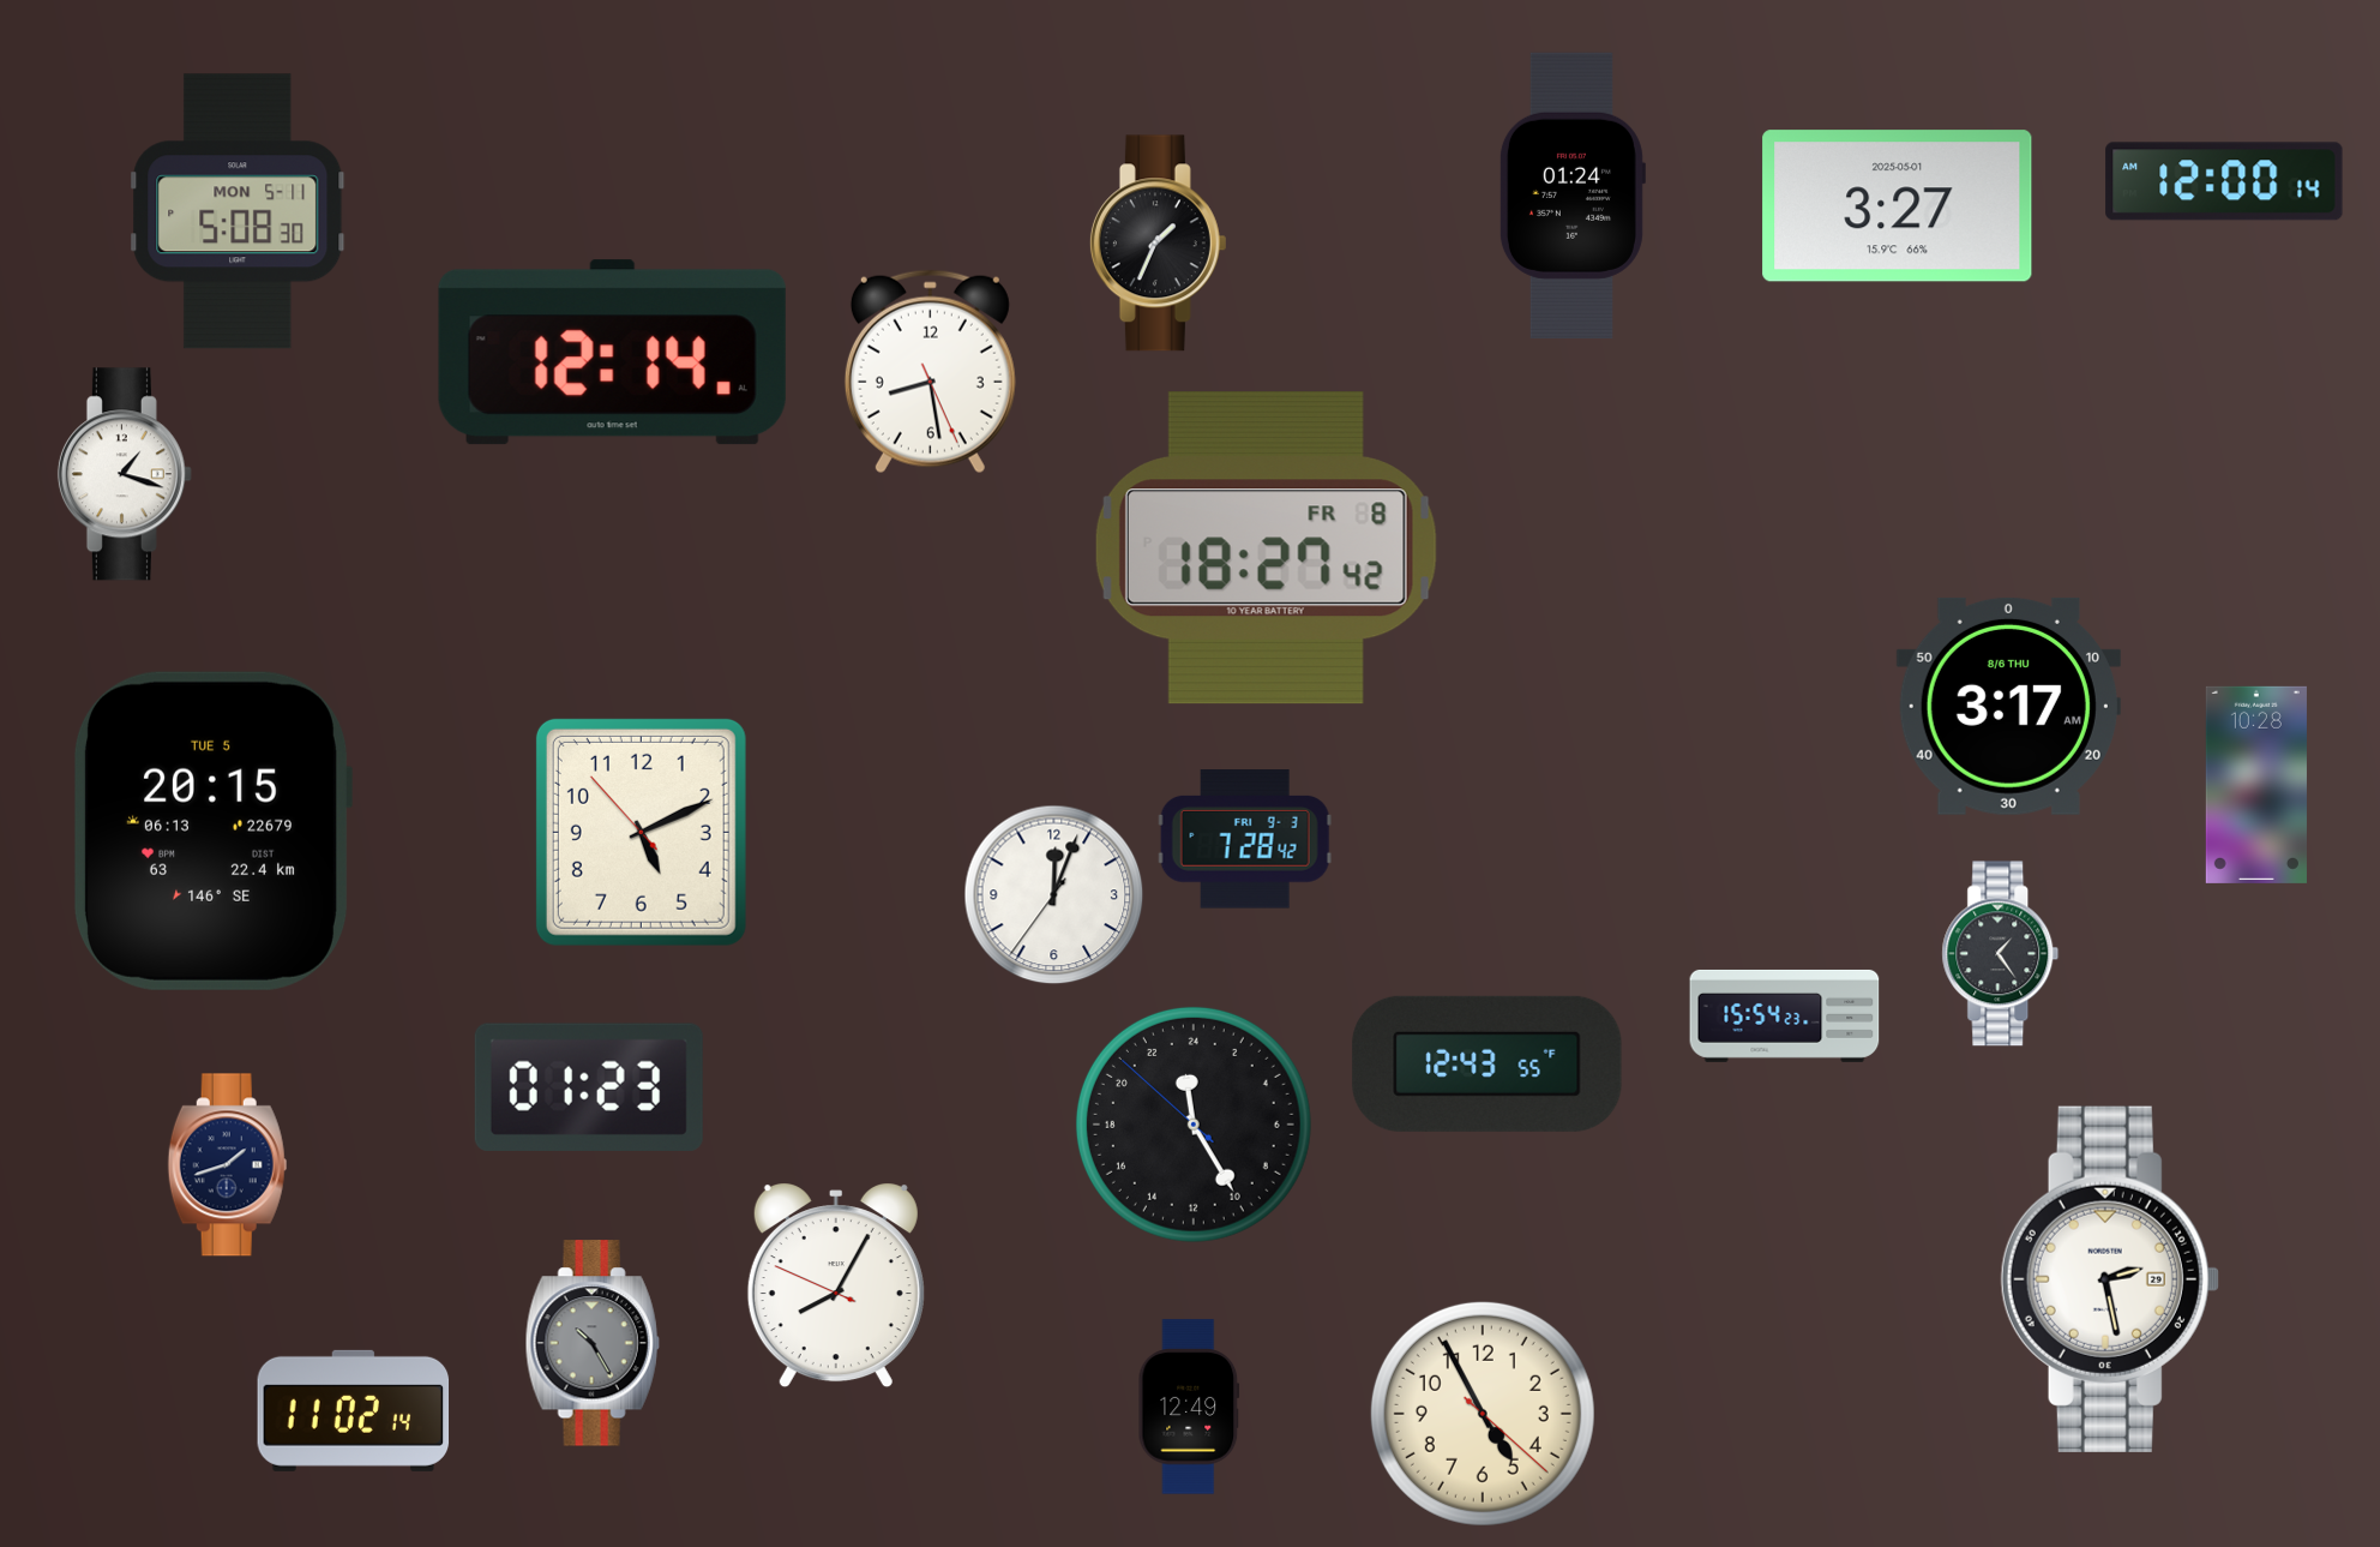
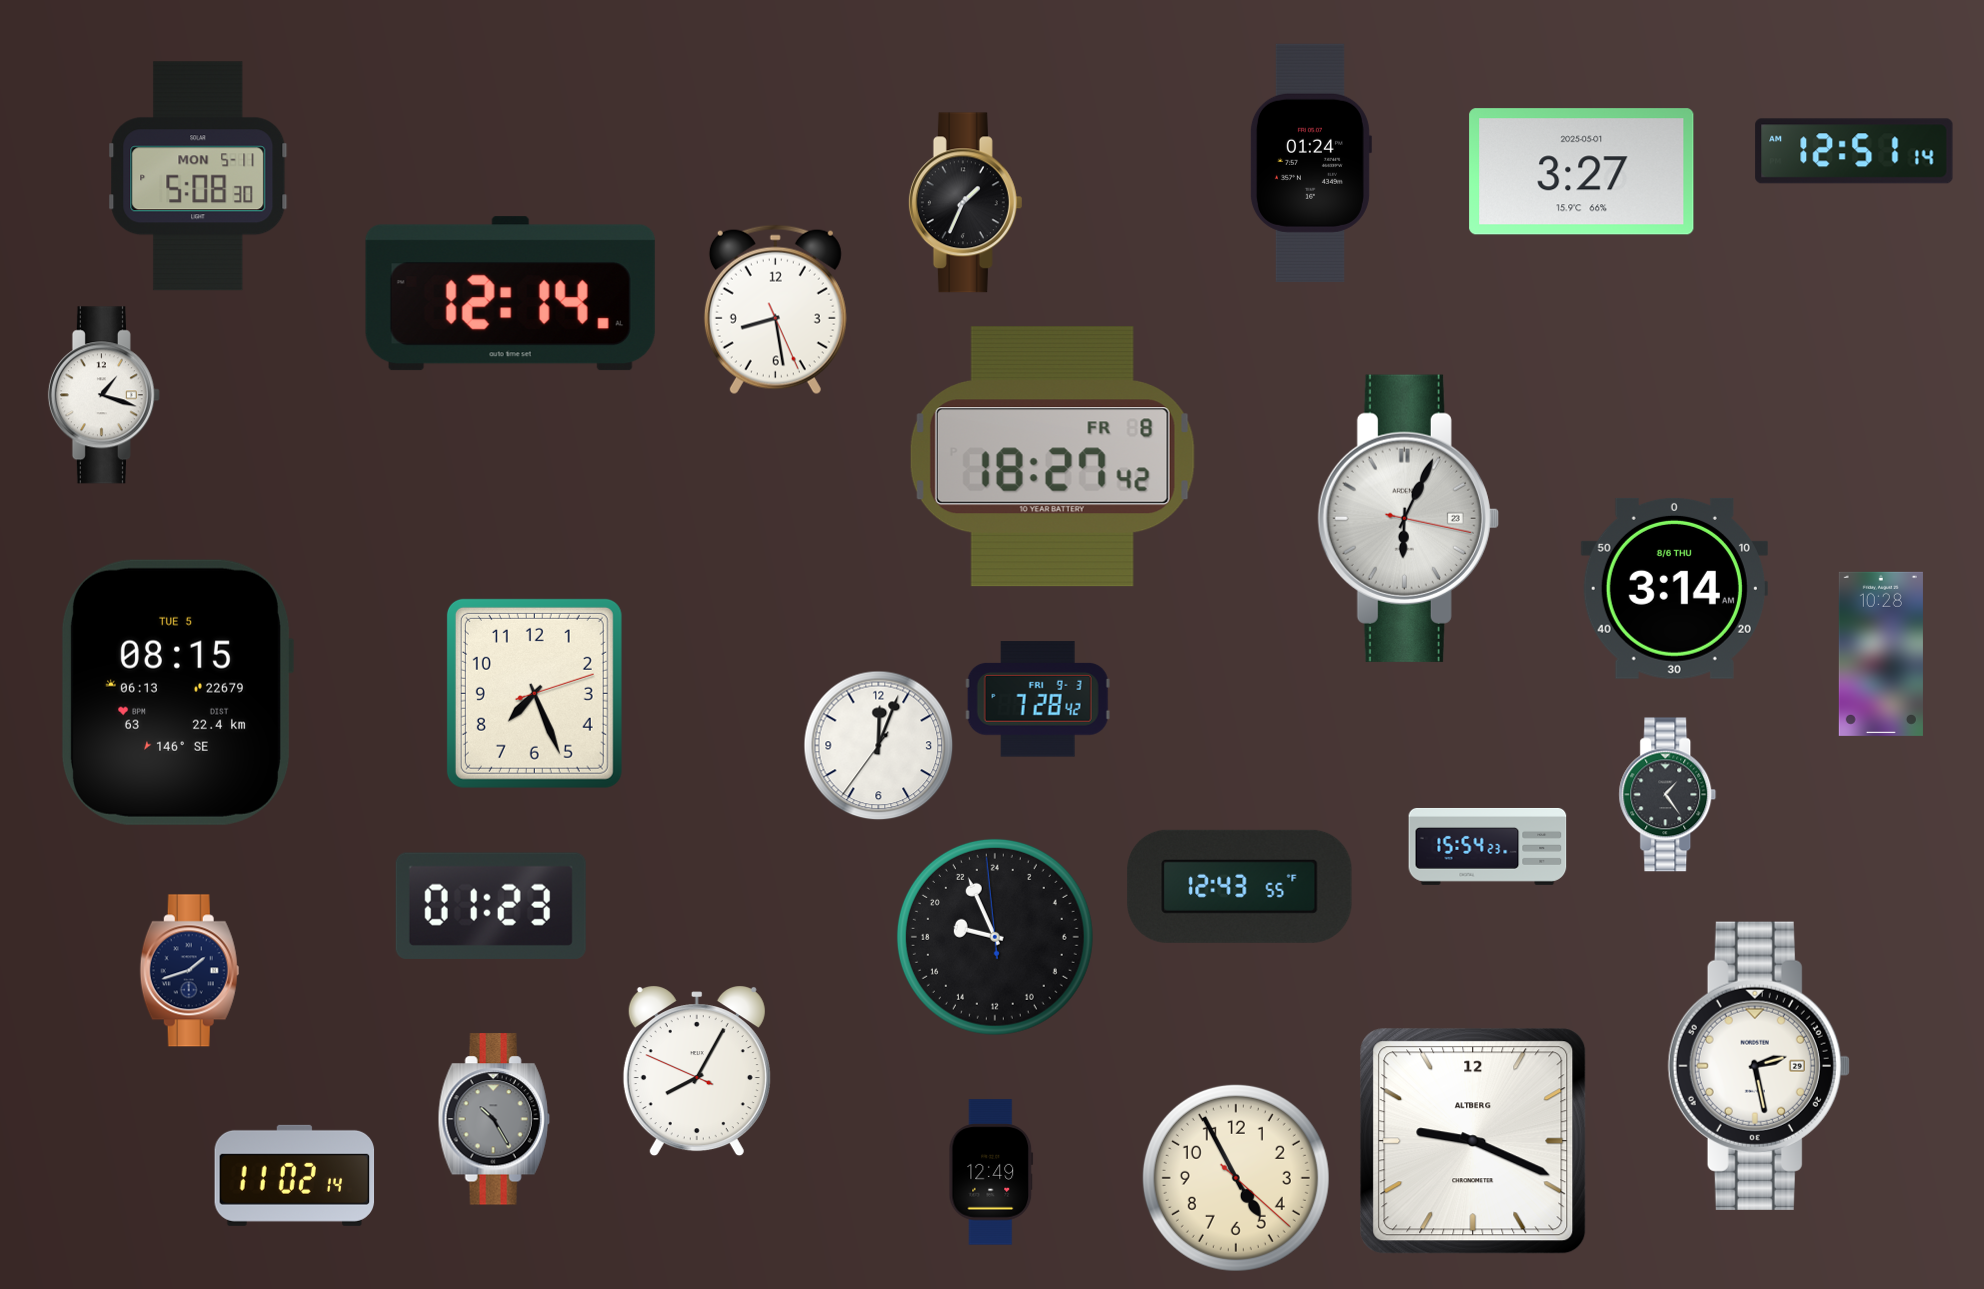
clock at (2224, 181): 12:00 -> 12:51
clock at (1266, 548) position: (1266, 548) -> (1052, 457)
clock at (1408, 518): none -> 6:04
clock at (2008, 706): 3:17 -> 3:14
clock at (212, 831): 20:15 -> 08:15
clock at (641, 832): 5:10 -> 7:26
clock at (1194, 1125): 23:24 -> 18:55
clock at (1473, 1141): none -> 9:19
